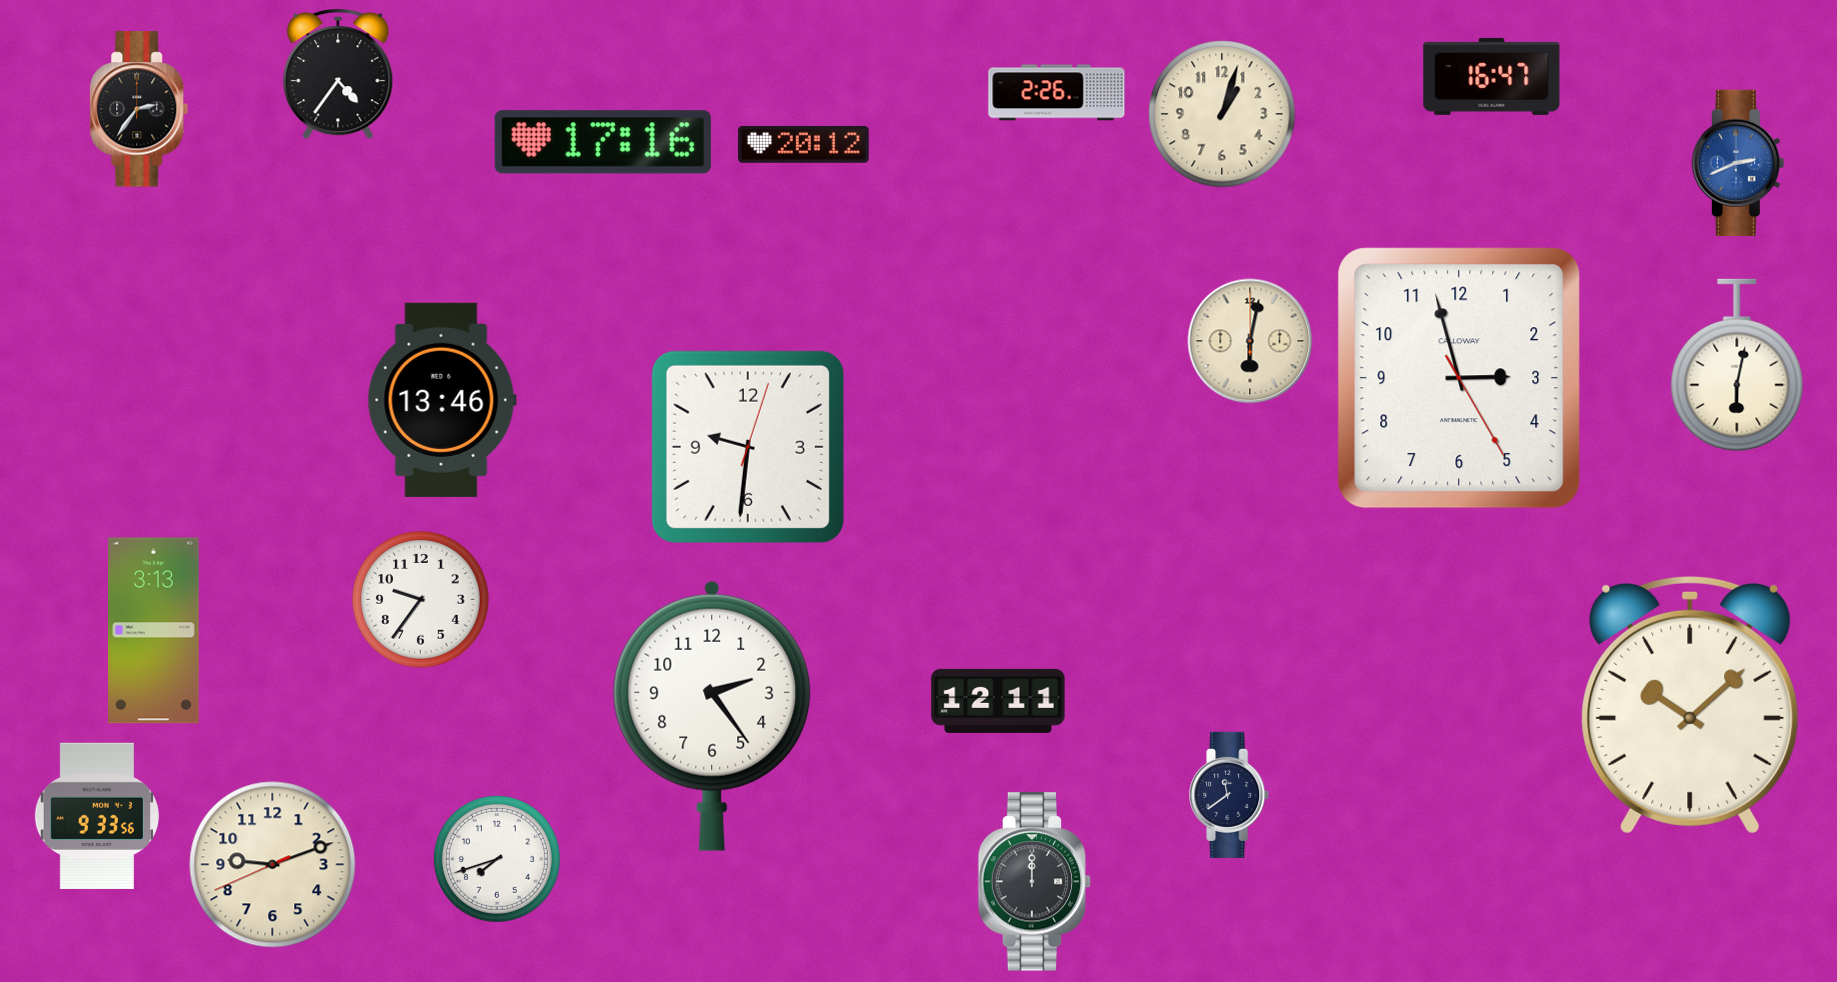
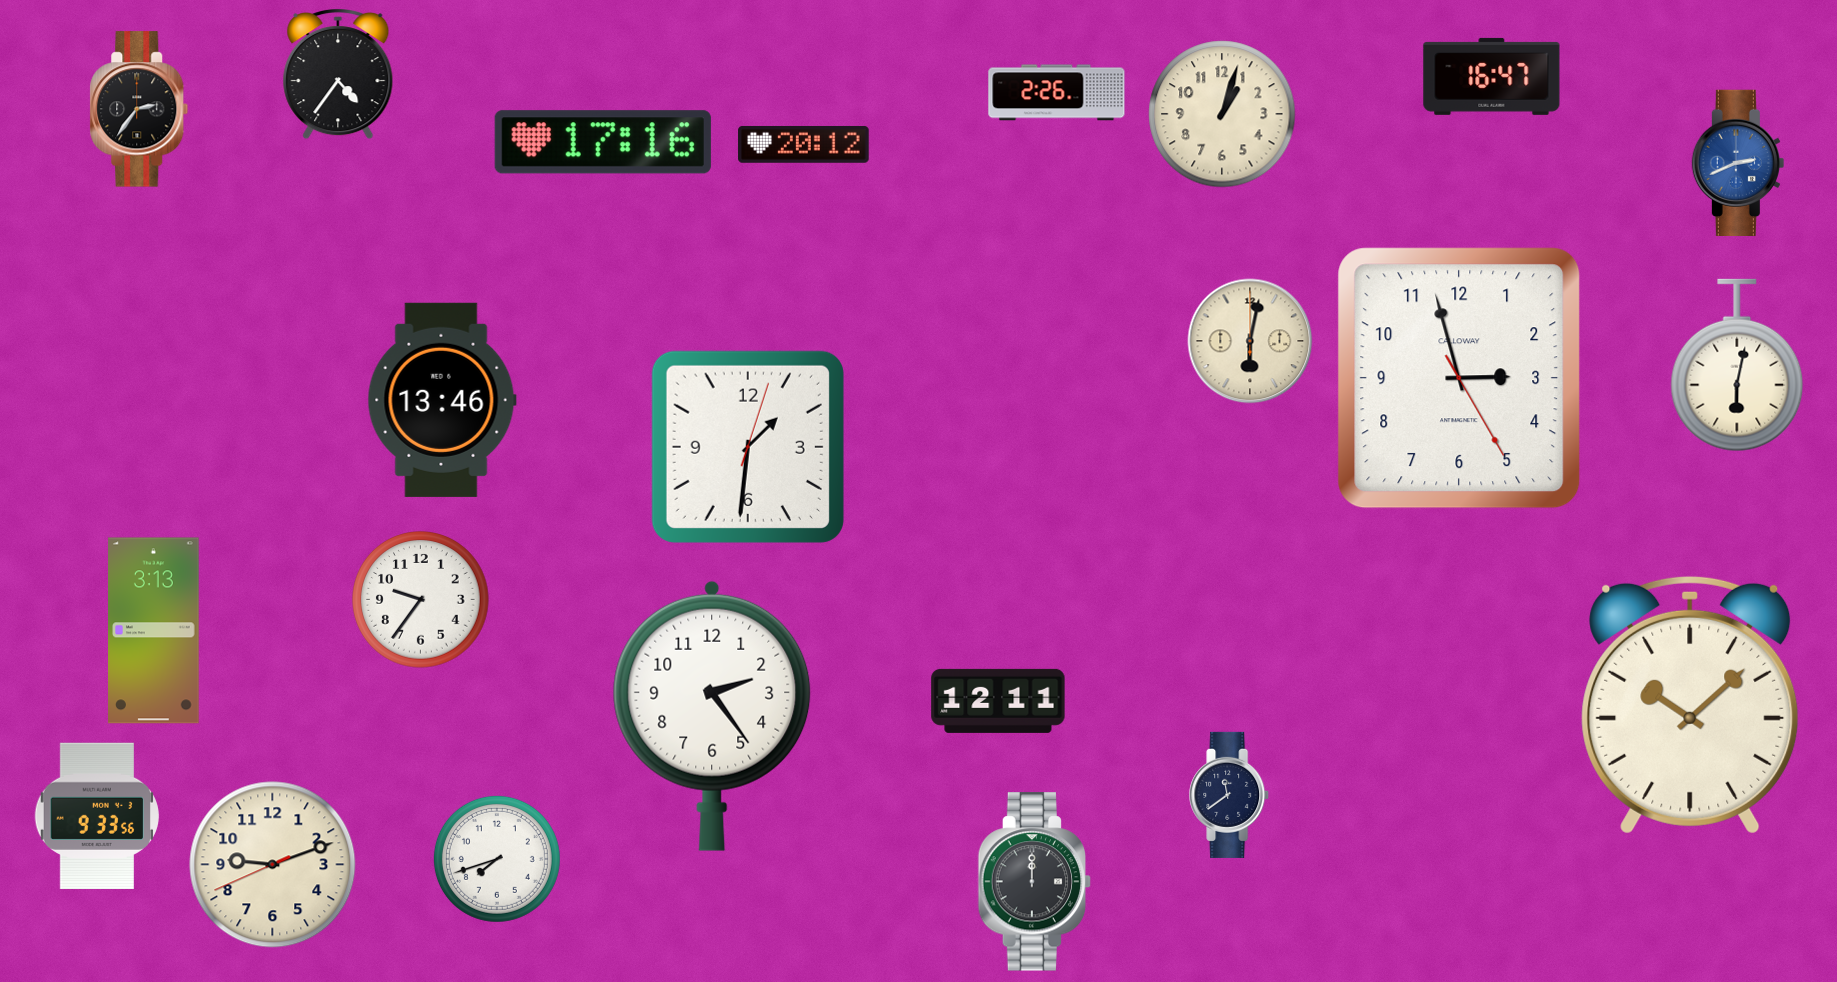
clock at (748, 447): 9:31 -> 1:31
